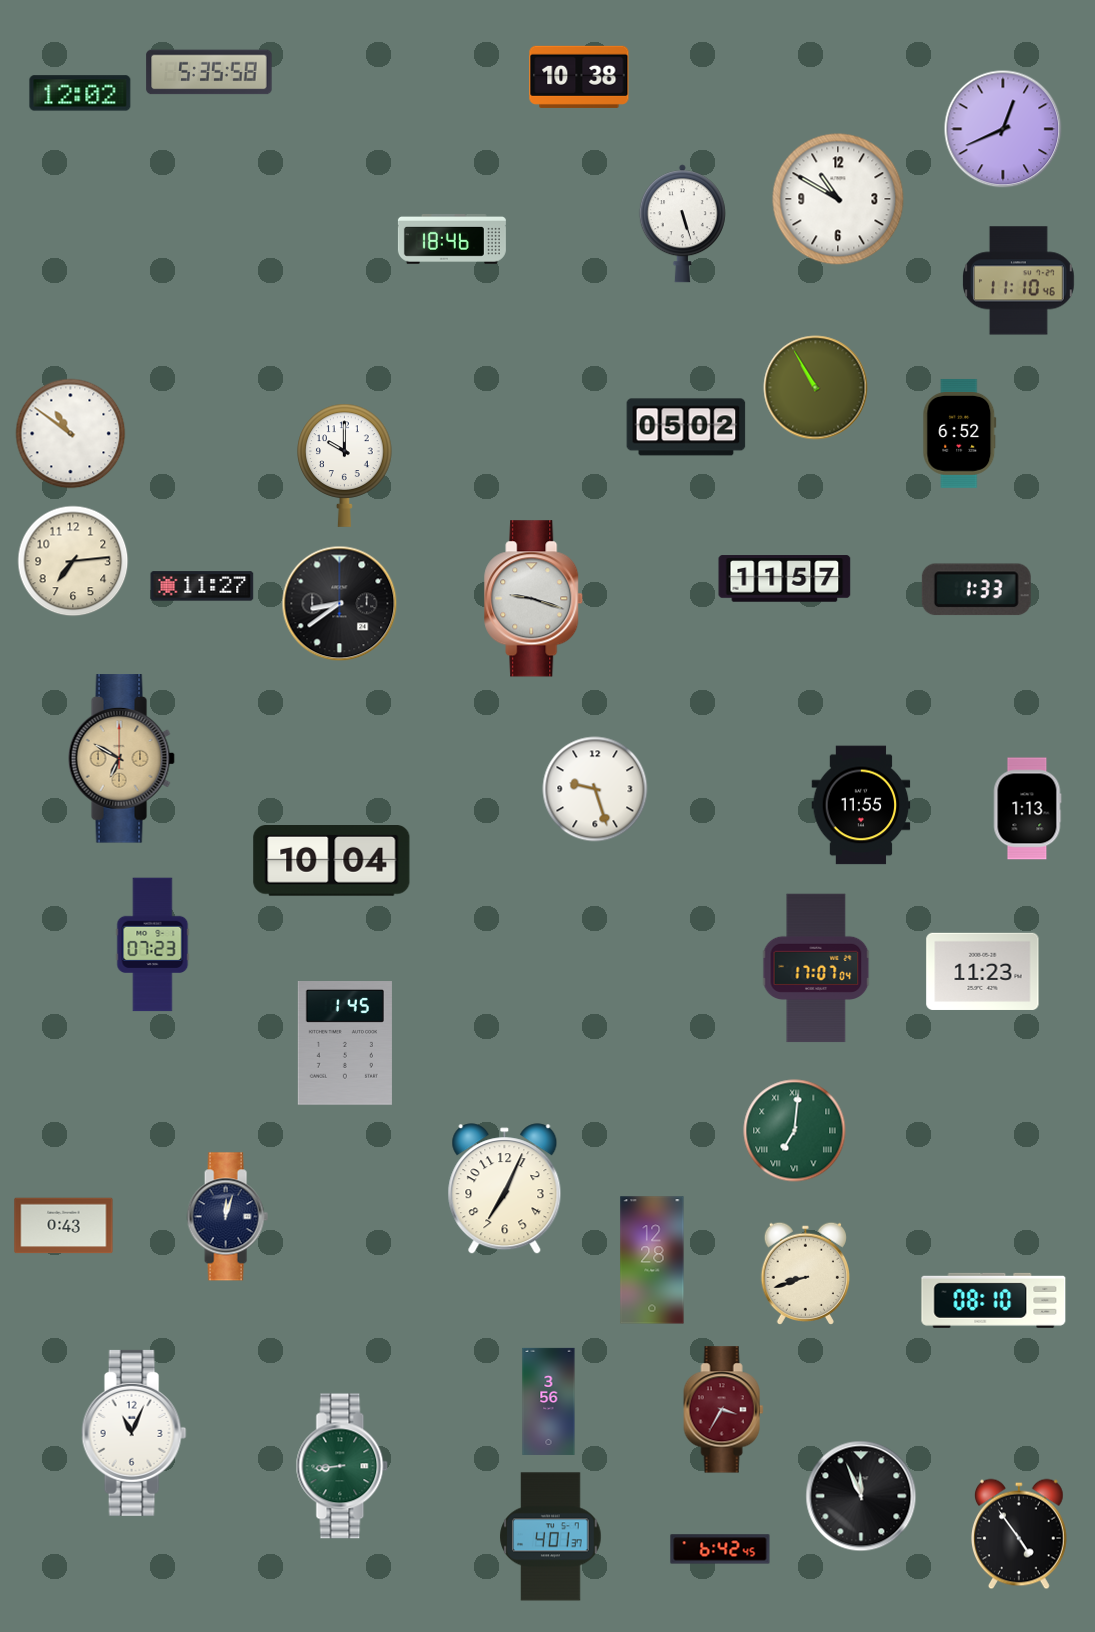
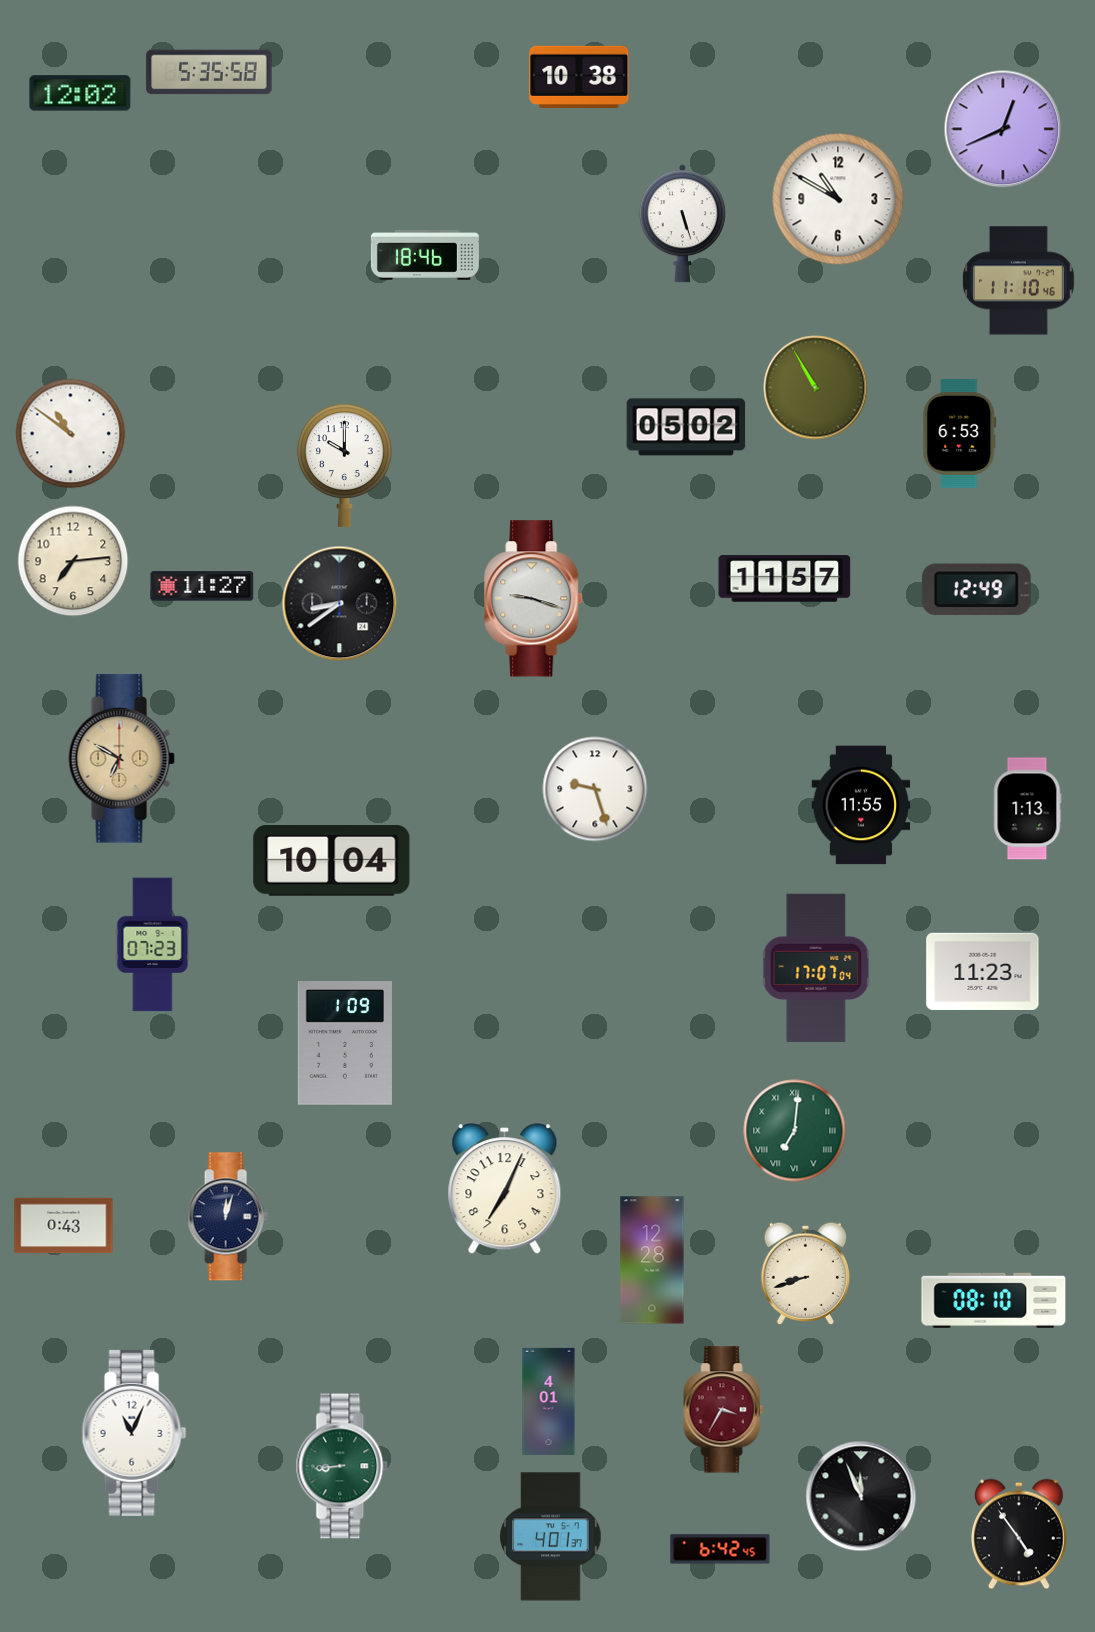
clock at (452, 240) position: (452, 240) -> (425, 256)
clock at (960, 433): 6:52 -> 6:53
clock at (976, 590): 1:33 -> 12:49
clock at (345, 1044): 1:45 -> 1:09
clock at (549, 1401): 3:56 -> 4:01
